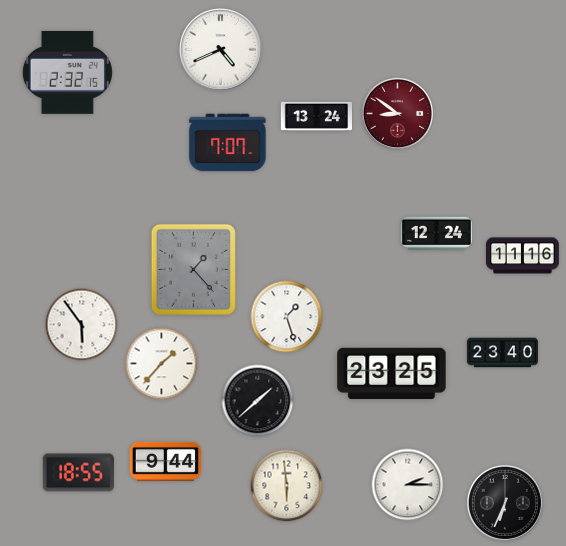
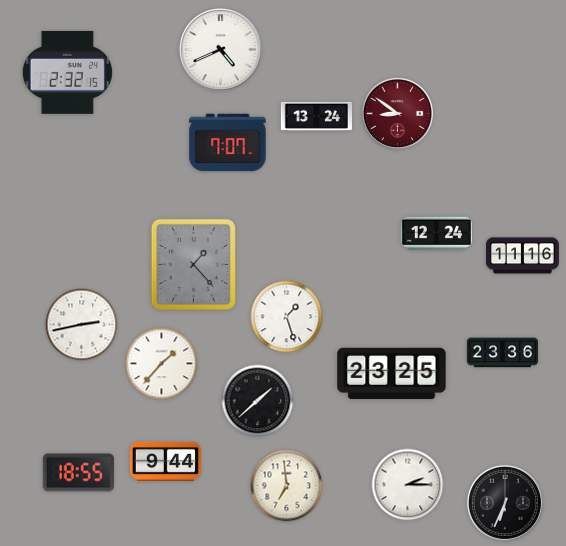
clock at (193, 269) position: (193, 269) -> (193, 264)
clock at (82, 325): 5:54 -> 2:43
clock at (502, 353): 23:40 -> 23:36
clock at (287, 486): 5:59 -> 6:59
